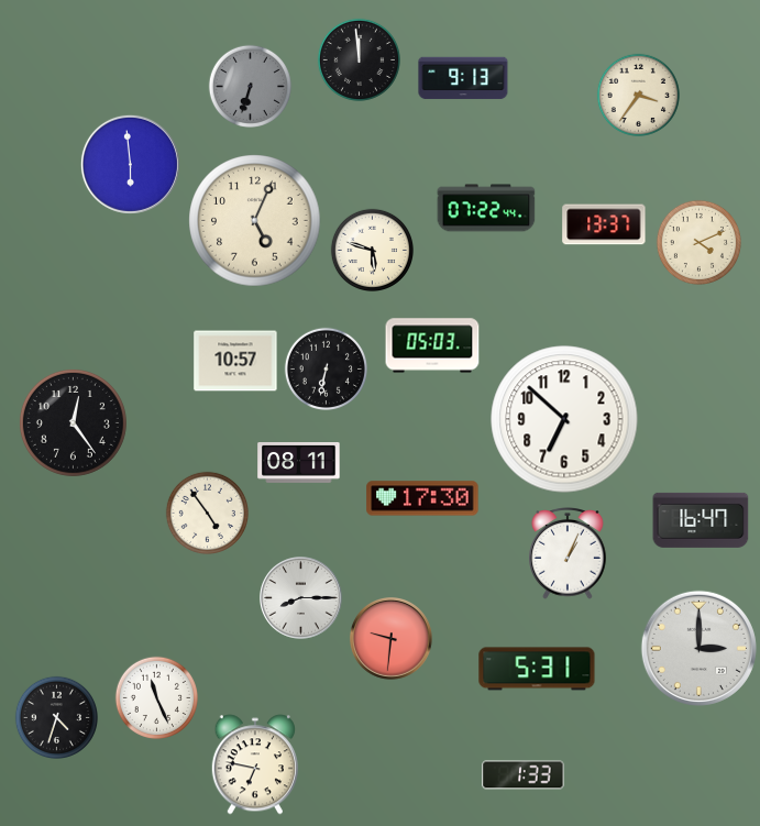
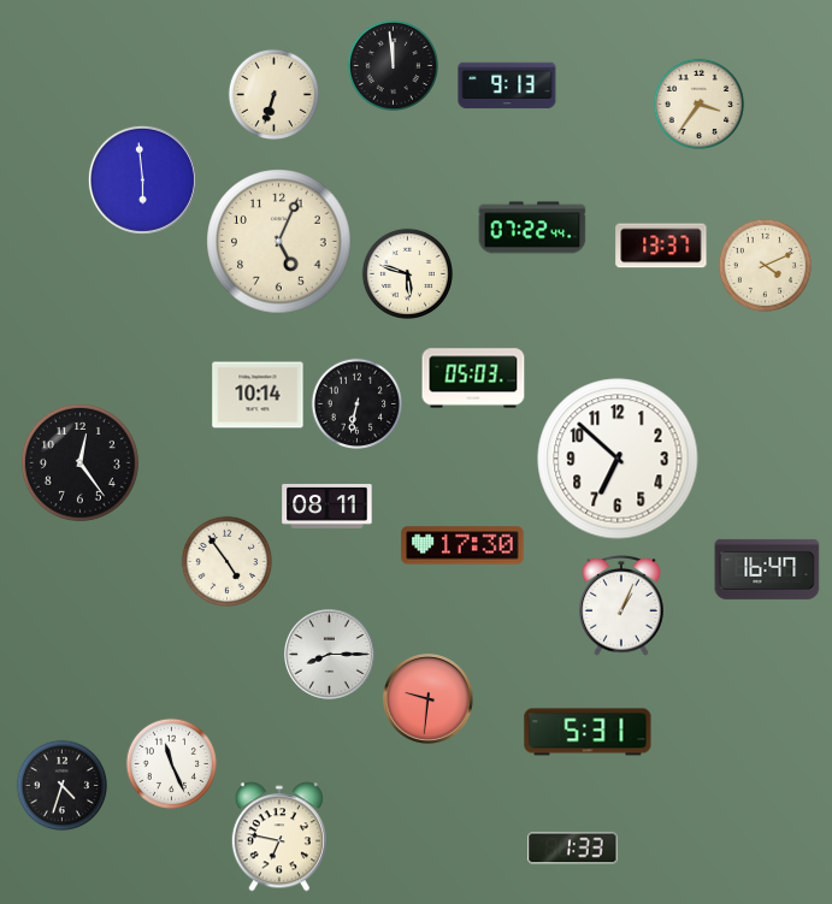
clock at (250, 86) dial: grey -> cream
clock at (235, 361): 10:57 -> 10:14
clock at (698, 648): 3:00 -> none
